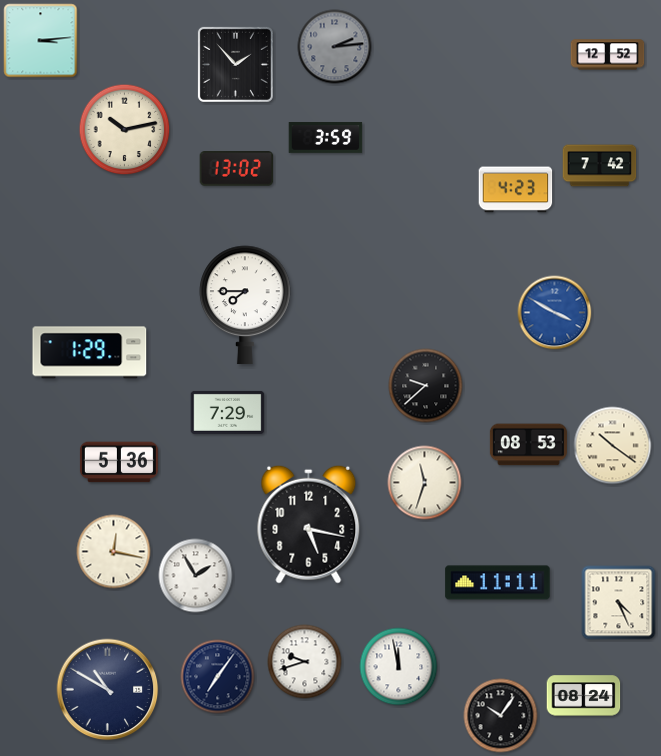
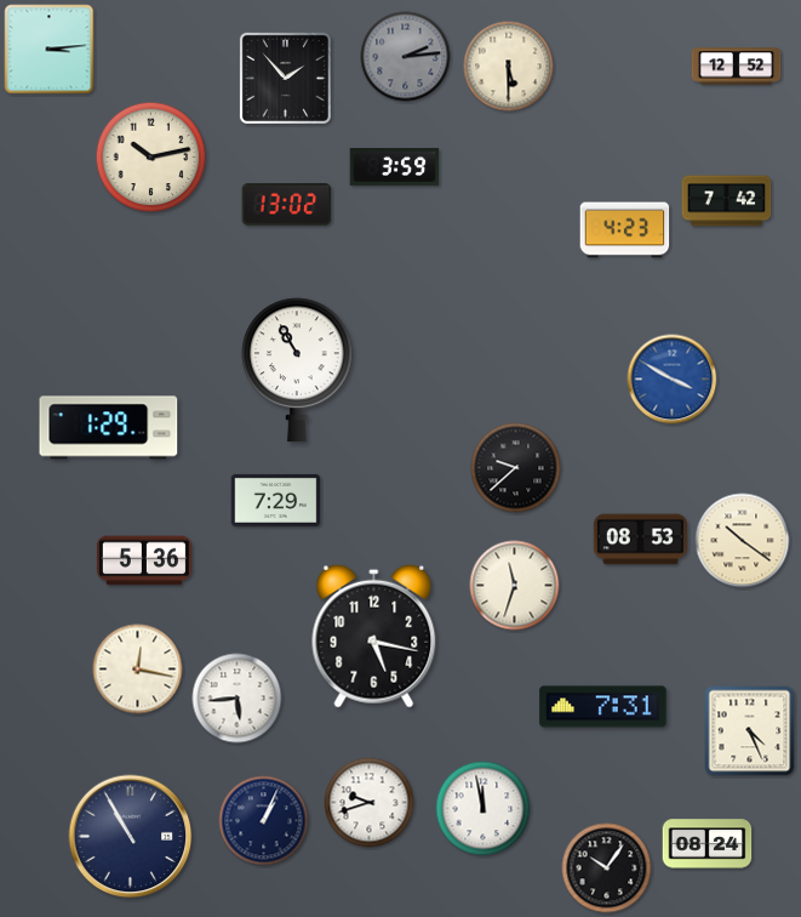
clock at (509, 67): none -> 5:30
clock at (246, 305): 7:45 -> 10:55
clock at (196, 576): 1:55 -> 5:44
clock at (498, 583): 11:11 -> 7:31
clock at (218, 677): 7:06 -> 1:04
clock at (108, 690): 10:50 -> 10:55
